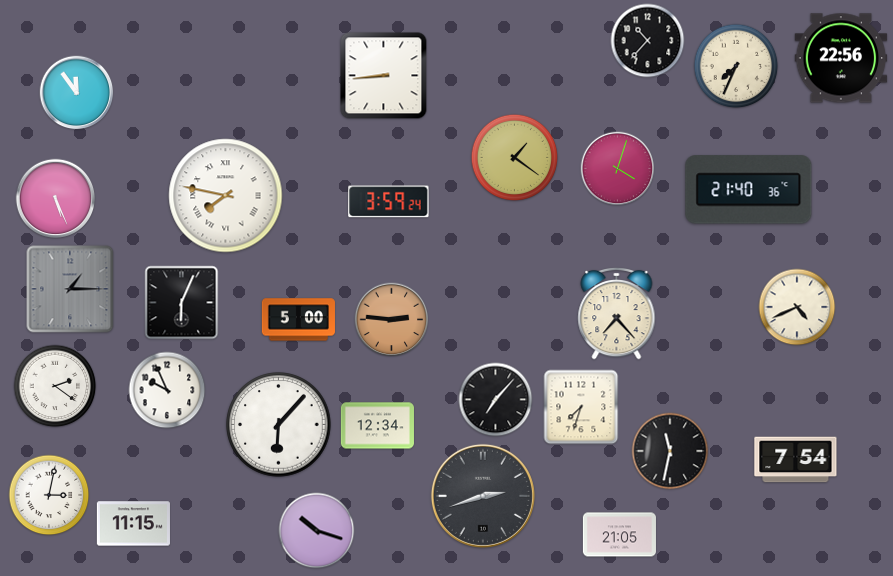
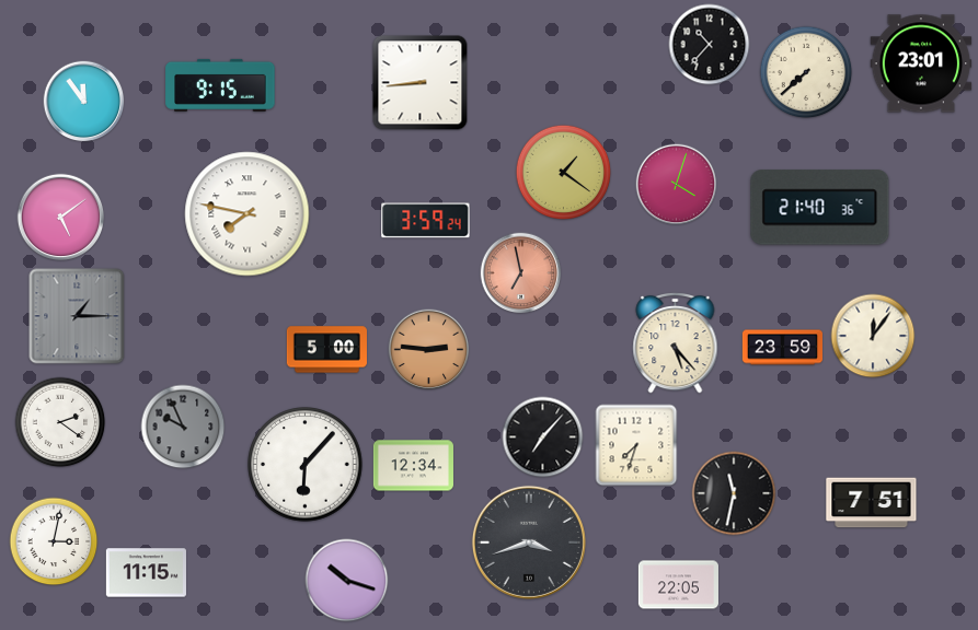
clock at (841, 58): 22:56 -> 23:01
clock at (736, 66): 7:34 -> 7:38
clock at (220, 85): none -> 9:15
clock at (56, 199): 5:26 -> 5:09
clock at (521, 273): none -> 6:58
clock at (182, 303): 6:04 -> none
clock at (797, 307): 4:41 -> 12:06
clock at (617, 313): 7:23 -> 5:23
clock at (782, 348): none -> 23:59
clock at (167, 390) dial: white -> grey
clock at (796, 460): 7:54 -> 7:51
clock at (483, 496): 2:42 -> 3:42
clock at (619, 535): 21:05 -> 22:05
